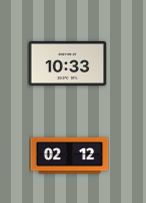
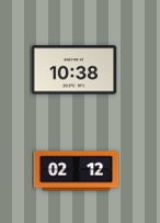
clock at (67, 64): 10:33 -> 10:38
